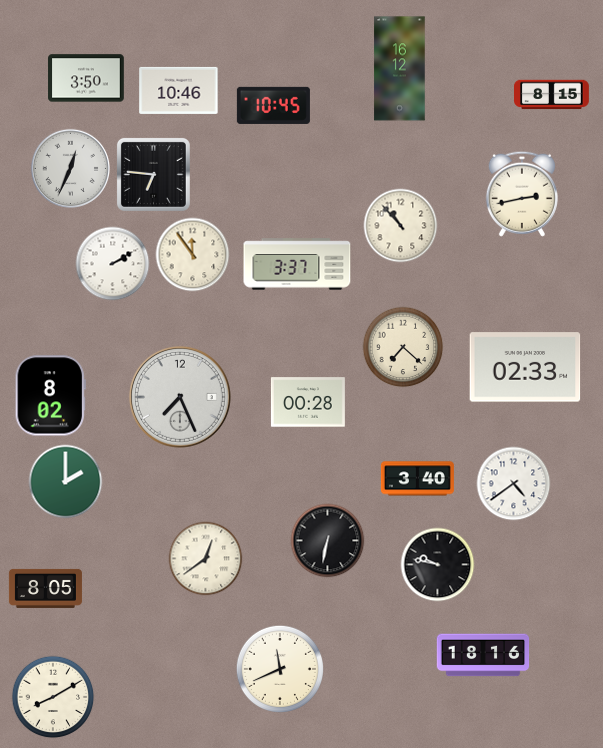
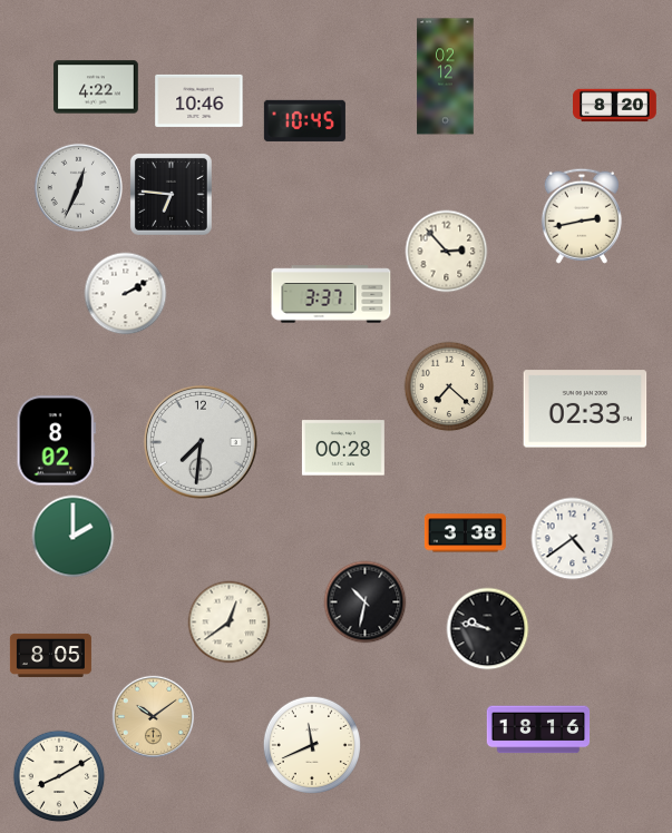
clock at (400, 69): 16:12 -> 02:12
clock at (86, 78): 3:50 -> 4:22
clock at (552, 95): 8:15 -> 8:20
clock at (273, 105) position: (273, 105) -> (304, 120)
clock at (401, 226): 10:53 -> 2:53
clock at (193, 255): 11:54 -> none
clock at (180, 397): 7:26 -> 7:31
clock at (417, 479): 3:40 -> 3:38
clock at (328, 541): 6:32 -> 10:32
clock at (154, 717): none -> 10:09
